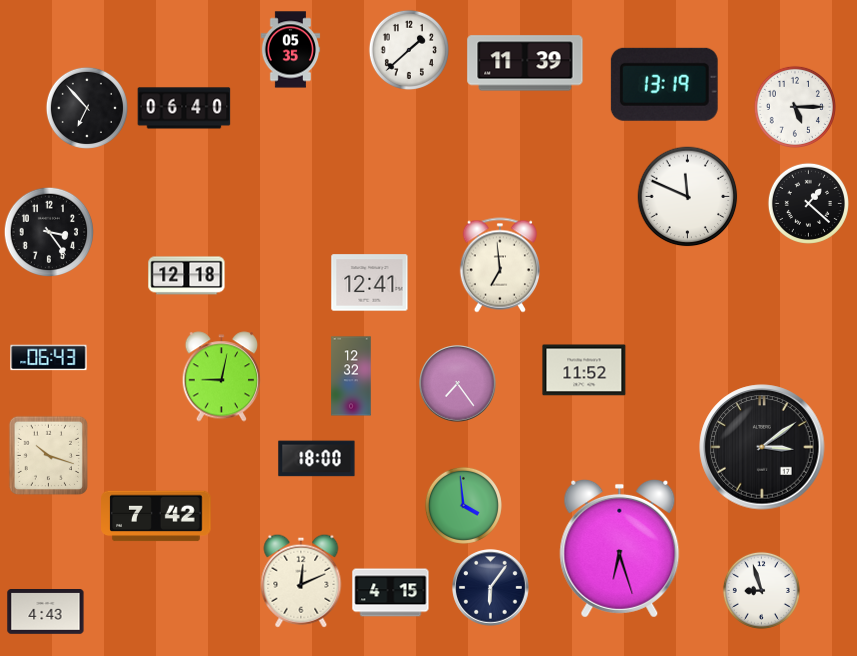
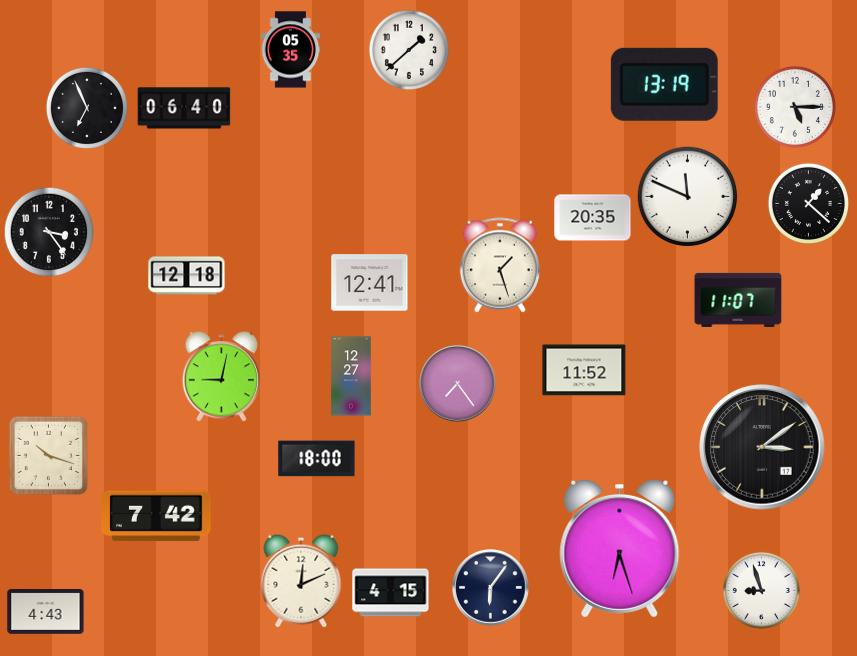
clock at (525, 63): 11:39 -> none
clock at (87, 108): 6:53 -> 6:56
clock at (593, 218): none -> 20:35
clock at (500, 265): 6:59 -> 1:27
clock at (738, 300): none -> 11:07
clock at (49, 358): 06:43 -> none
clock at (351, 376): 12:32 -> 12:27
clock at (463, 505): 3:59 -> none
